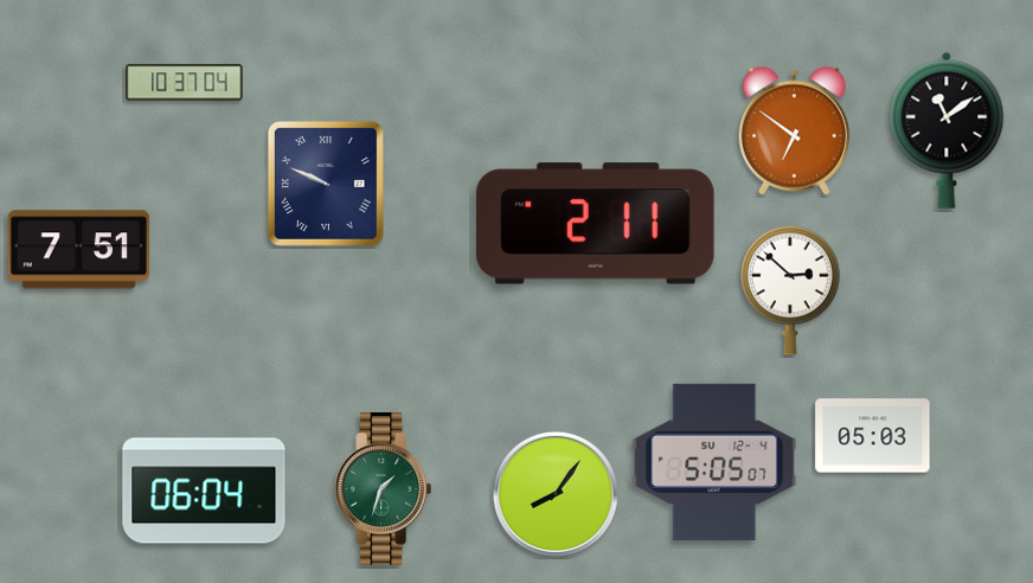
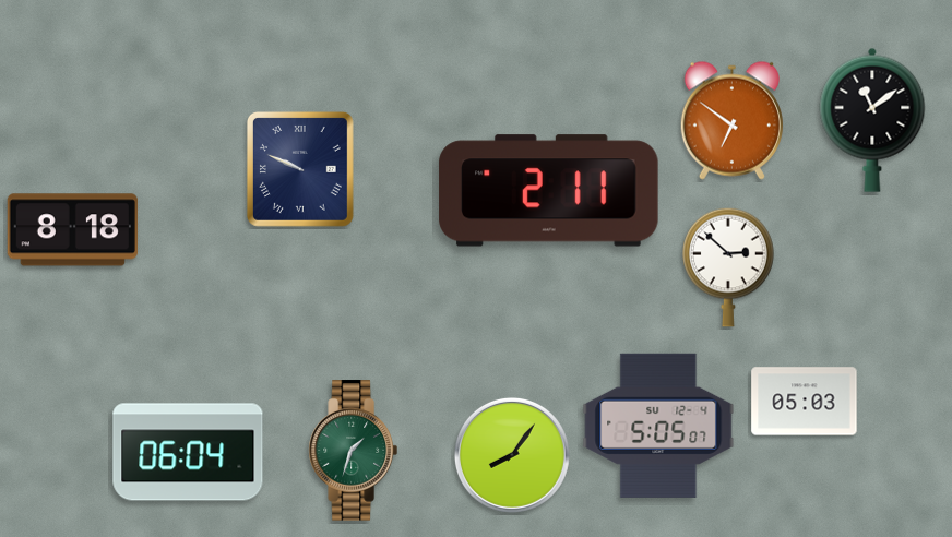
clock at (185, 83): 10:37 -> none
clock at (596, 224) position: (596, 224) -> (549, 191)
clock at (78, 250): 7:51 -> 8:18
